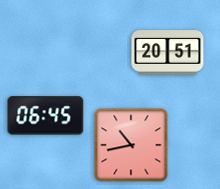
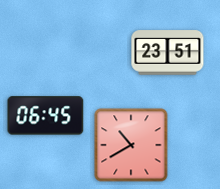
clock at (168, 53): 20:51 -> 23:51
clock at (131, 145): 10:43 -> 10:40
